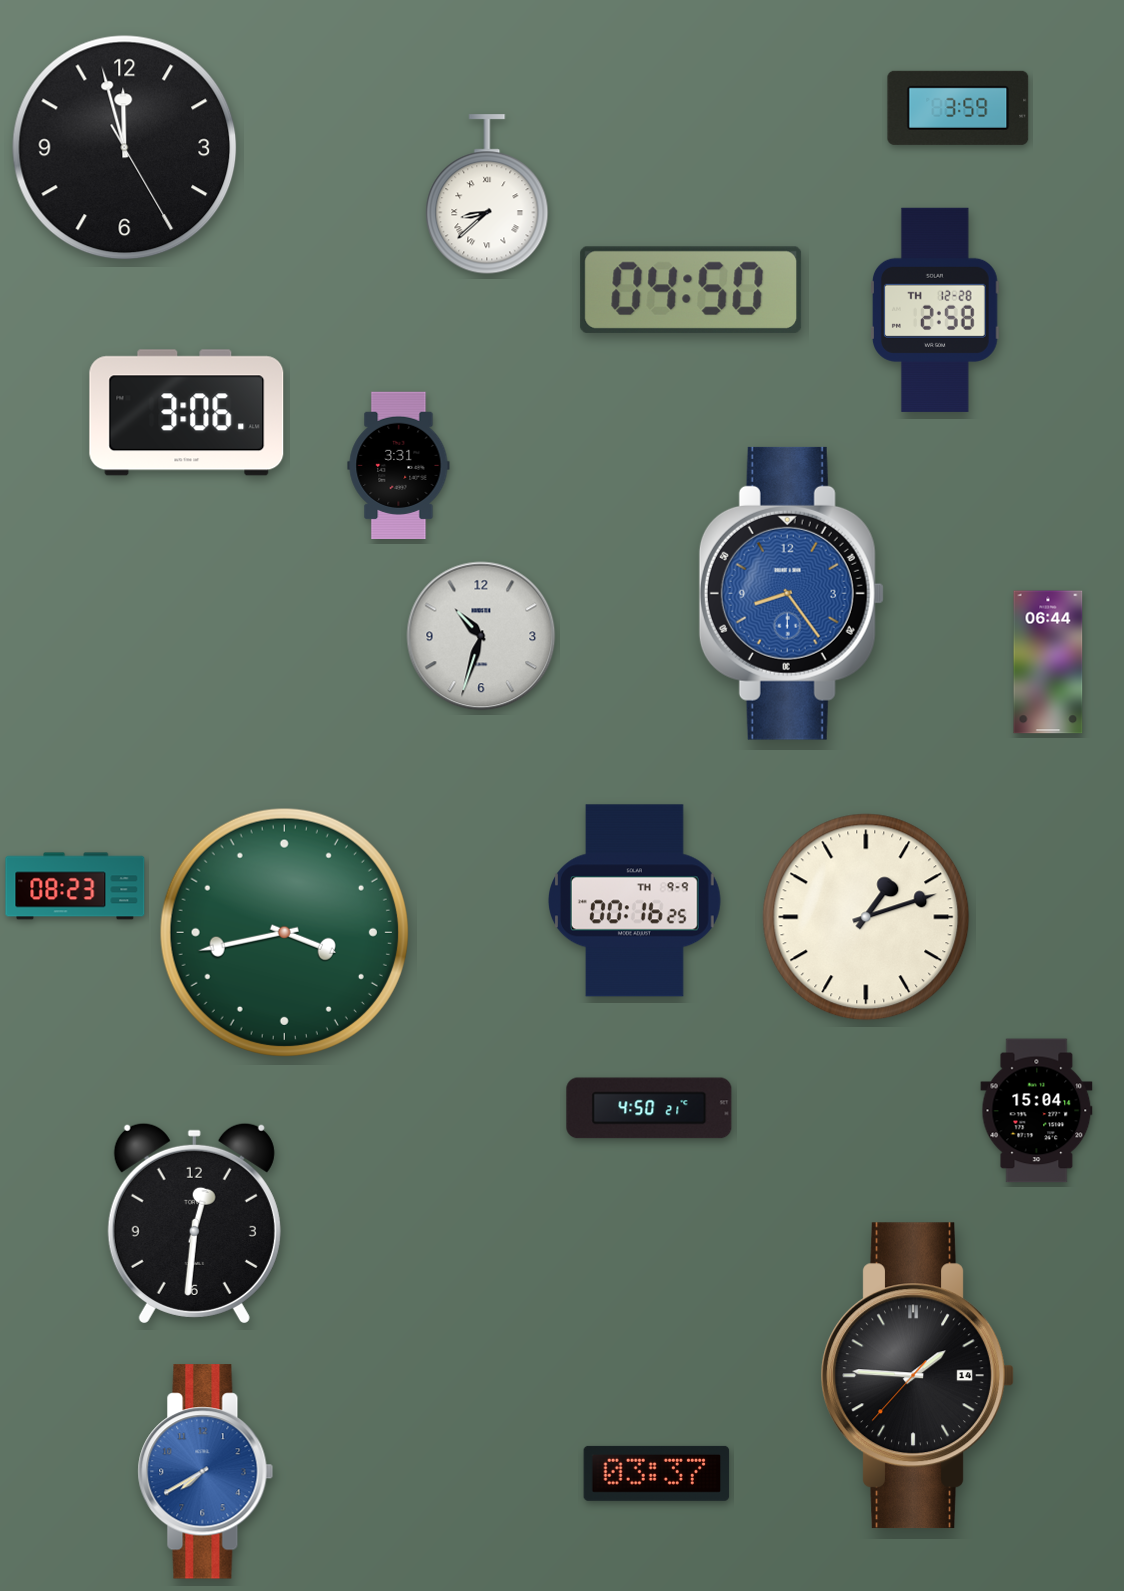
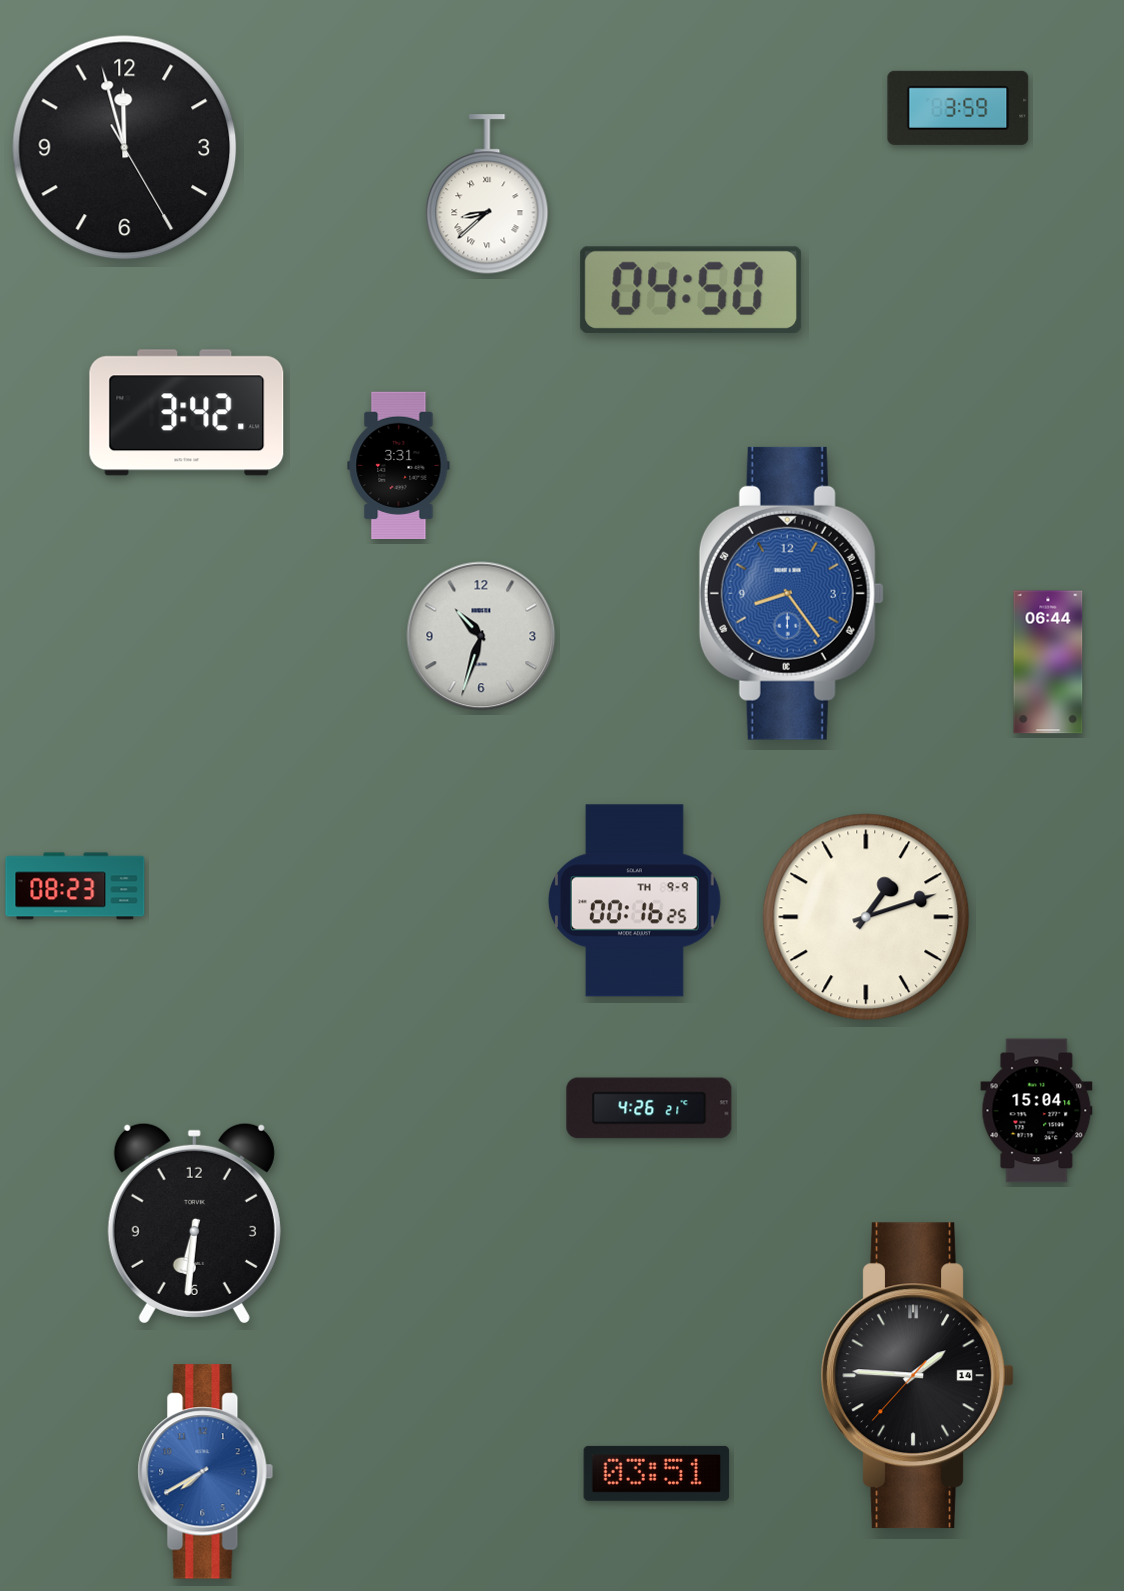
clock at (935, 310): 2:58 -> none
clock at (187, 413): 3:06 -> 3:42
clock at (284, 932): 3:43 -> none
clock at (649, 1108): 4:50 -> 4:26
clock at (194, 1223): 12:31 -> 6:31
clock at (657, 1473): 03:37 -> 03:51
